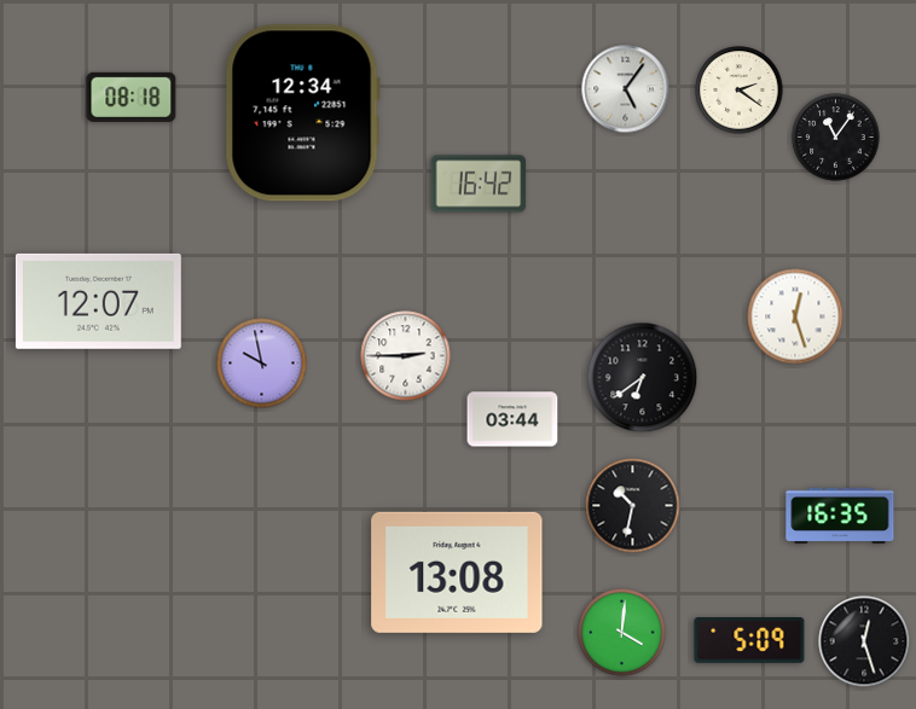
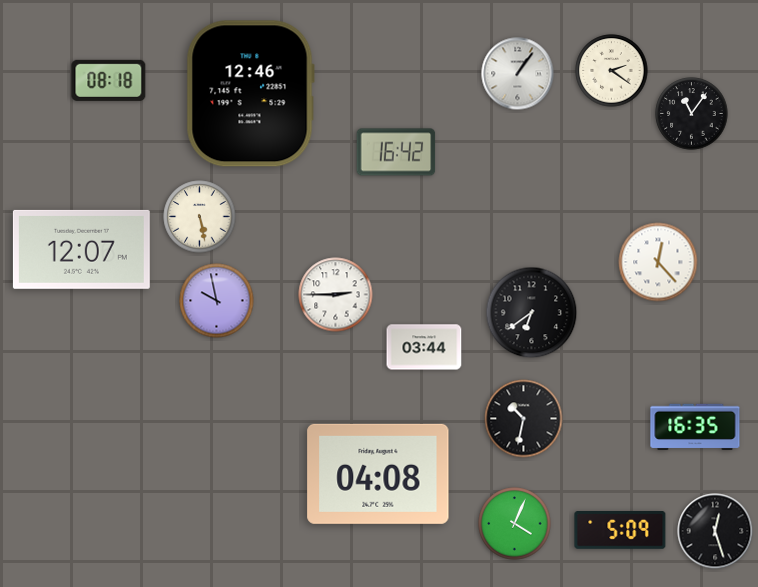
clock at (626, 89): 5:06 -> 1:06
clock at (740, 91) position: (740, 91) -> (612, 71)
clock at (302, 114): 12:34 -> 12:46
clock at (200, 217): none -> 5:28
clock at (795, 316): 12:27 -> 12:23
clock at (457, 573): 13:08 -> 04:08
clock at (622, 633): 4:01 -> 4:04
